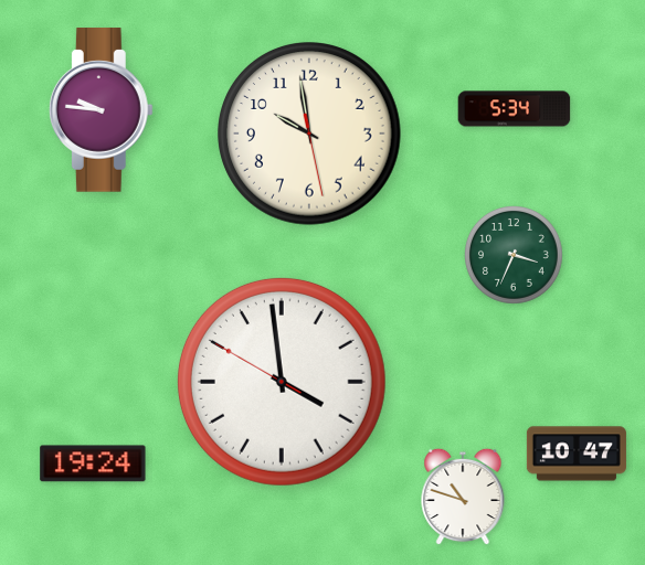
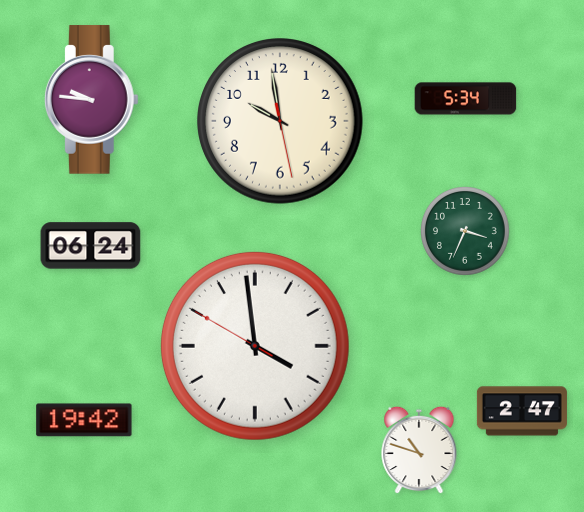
clock at (91, 246): none -> 06:24
clock at (577, 454): 10:47 -> 2:47
clock at (93, 463): 19:24 -> 19:42
